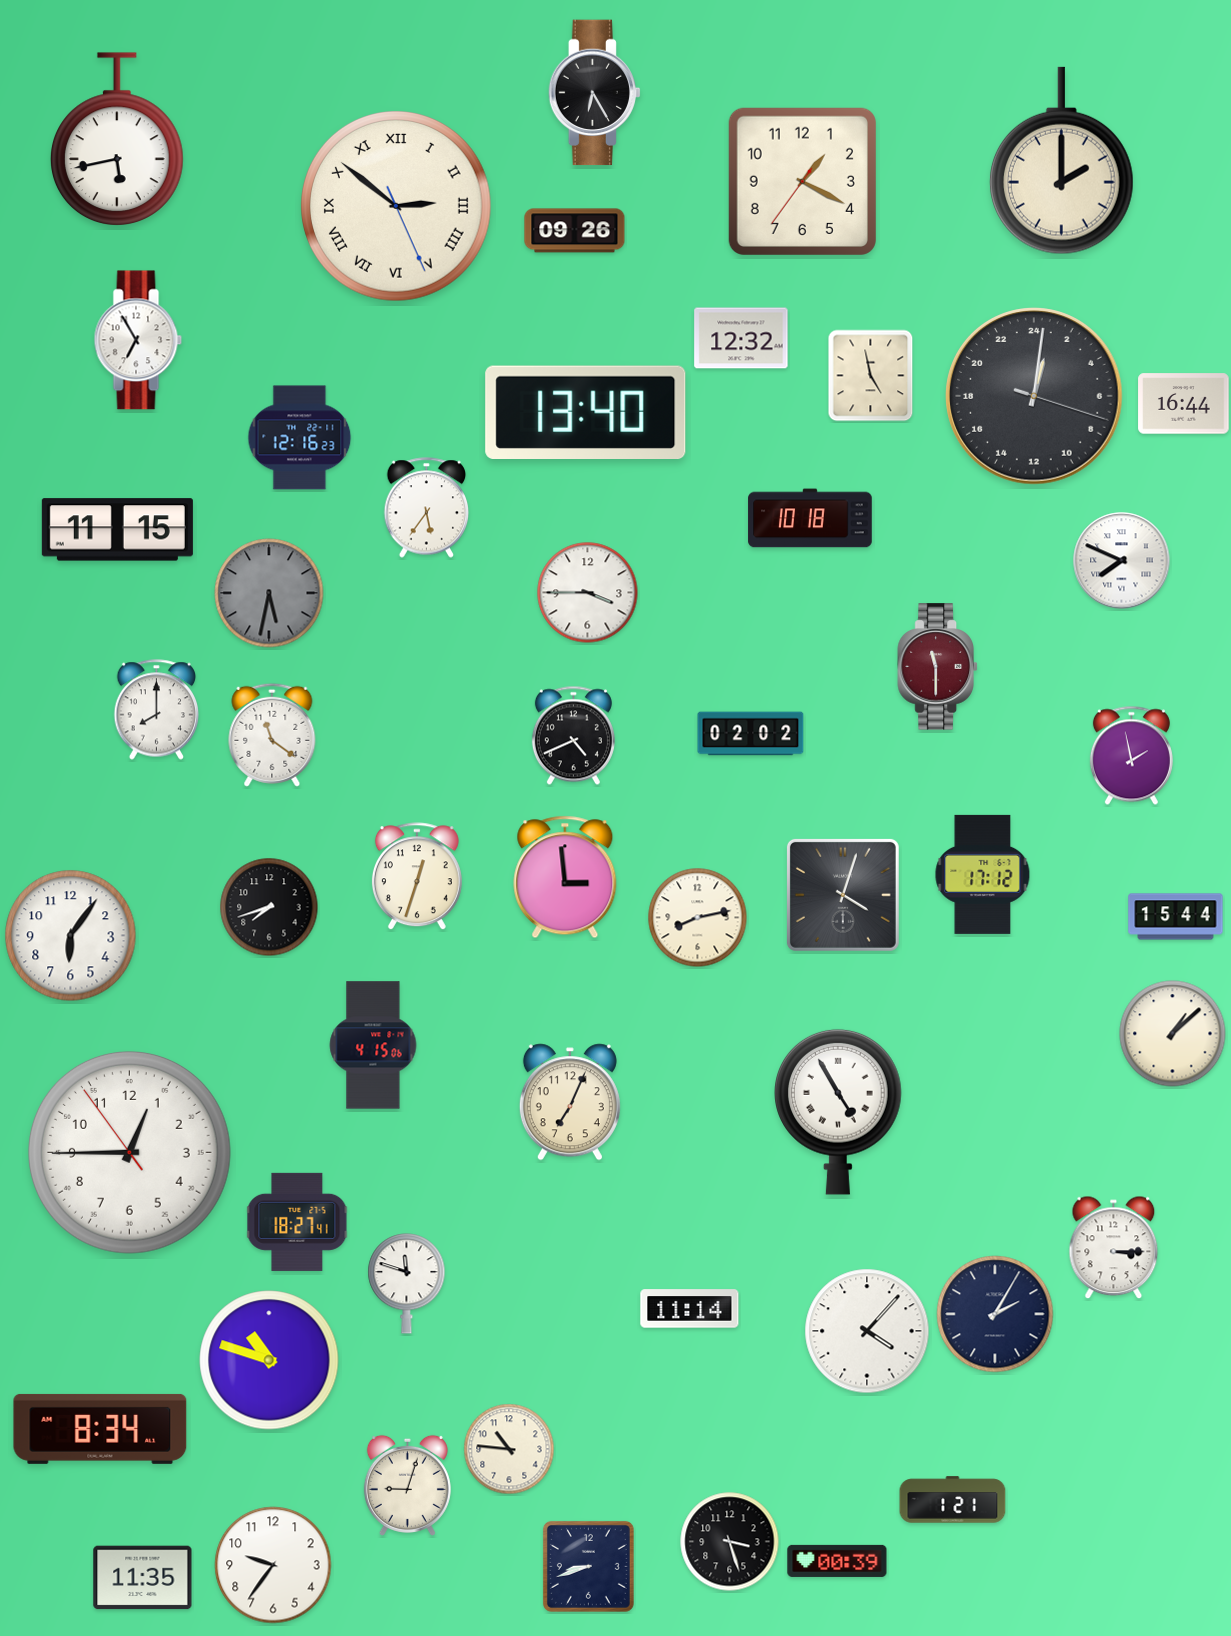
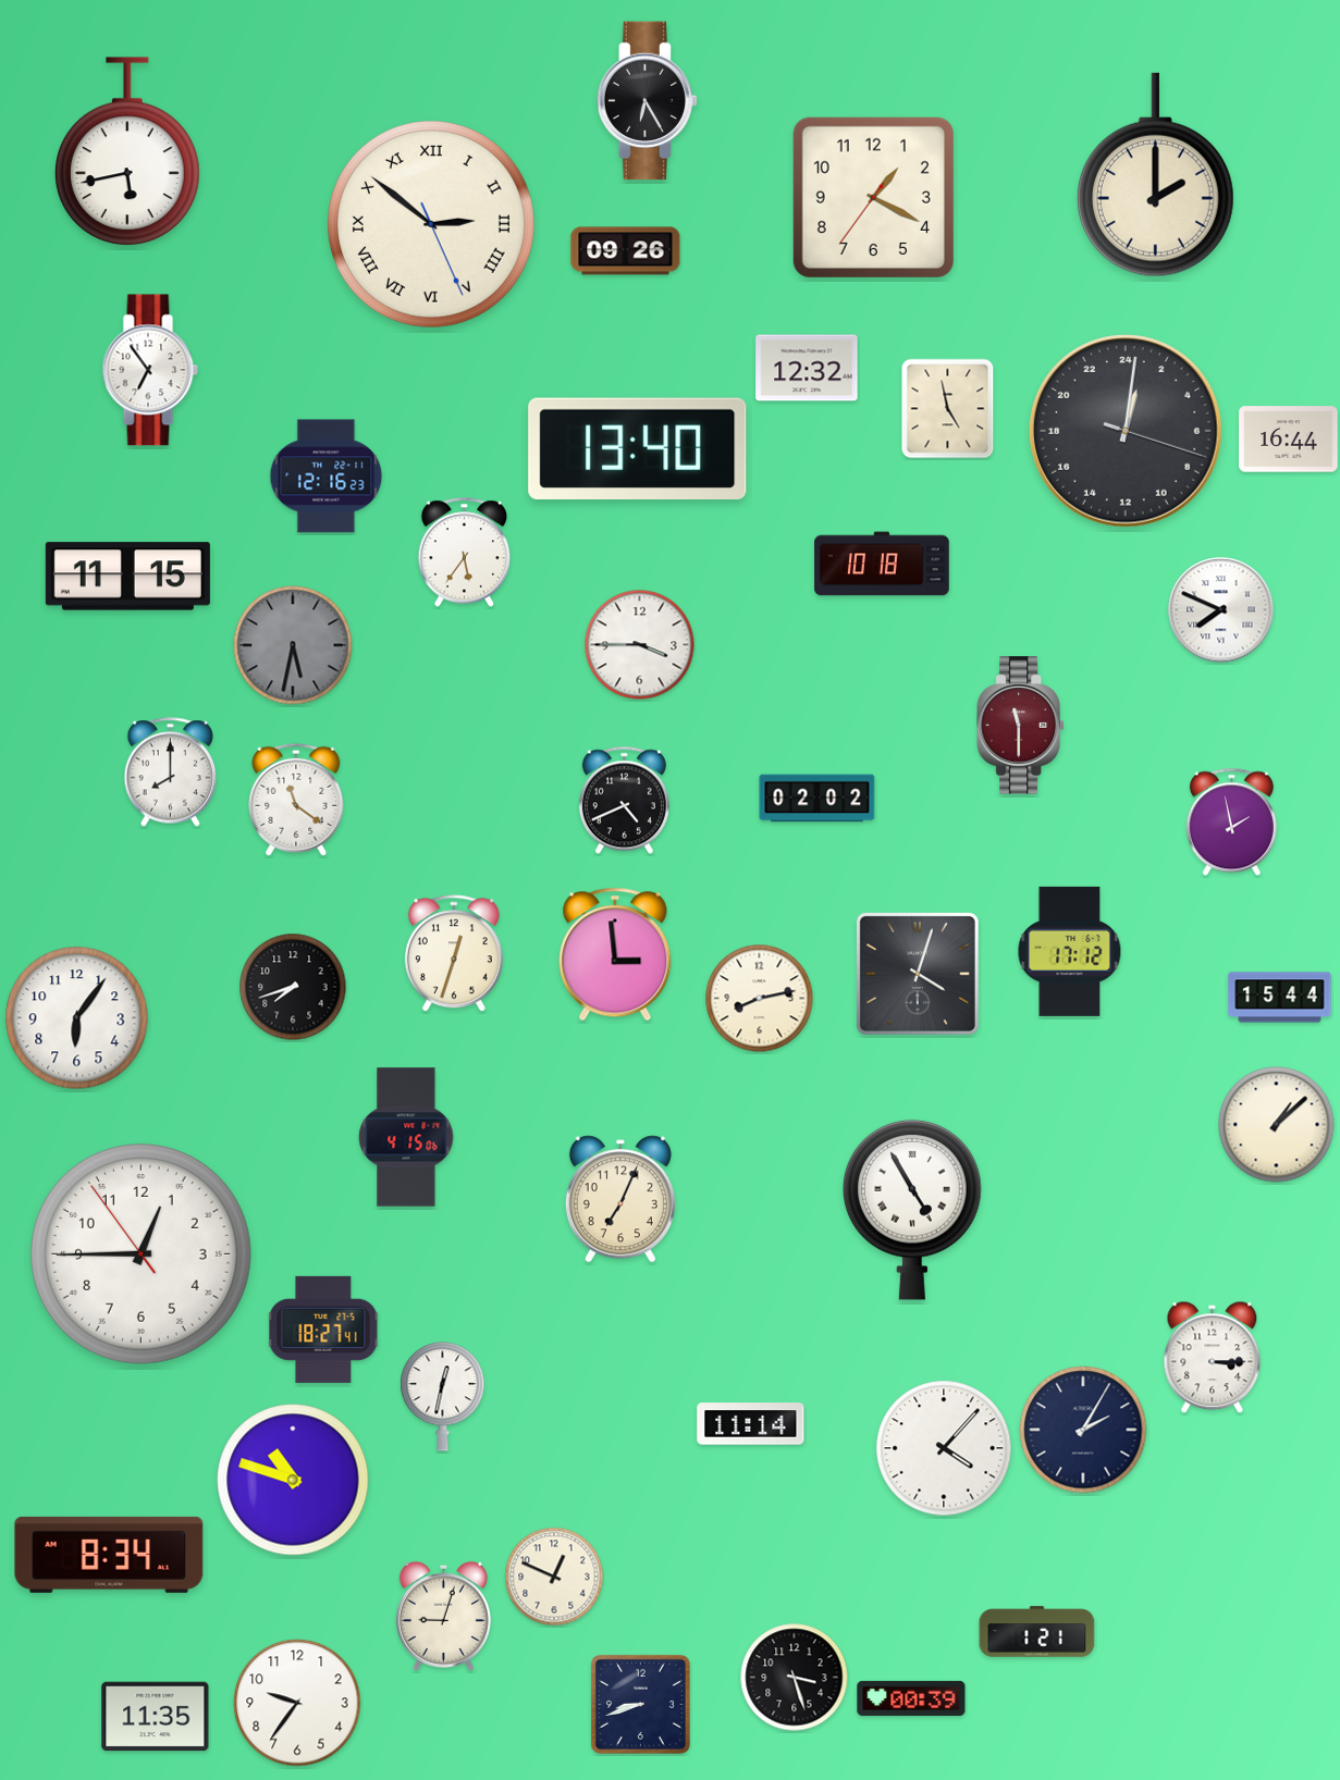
clock at (138, 340): 6:55 -> 6:54
clock at (407, 1284): 11:48 -> 12:32
clock at (509, 1449): 10:46 -> 12:49
